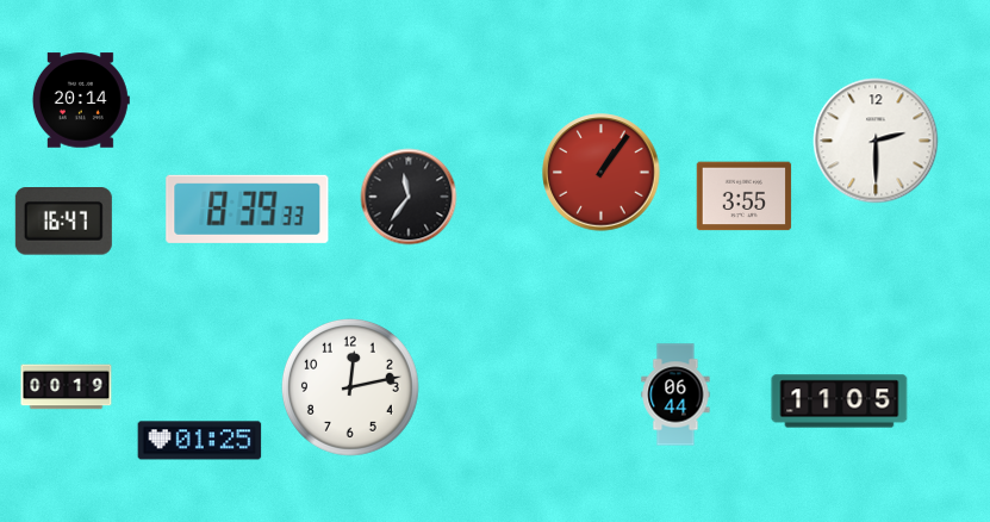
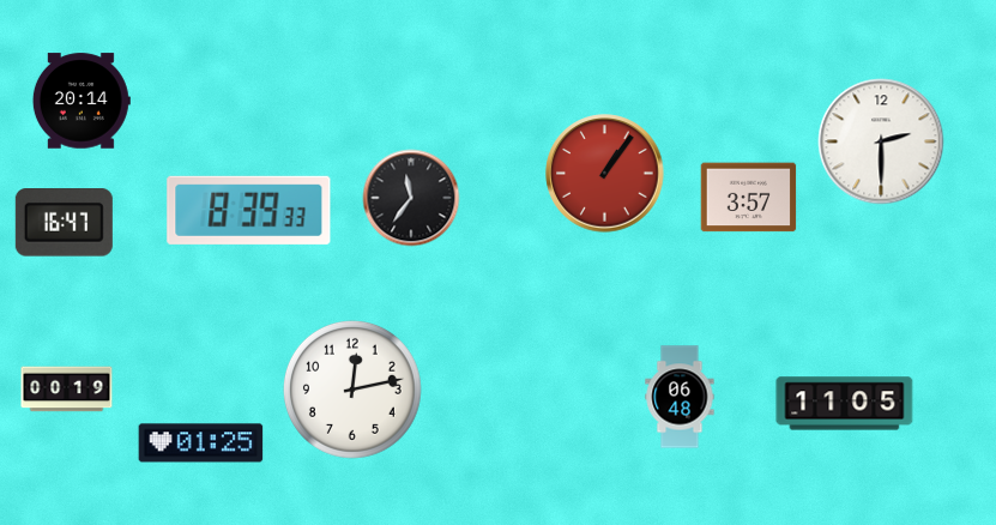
clock at (745, 197): 3:55 -> 3:57
clock at (675, 394): 06:44 -> 06:48
